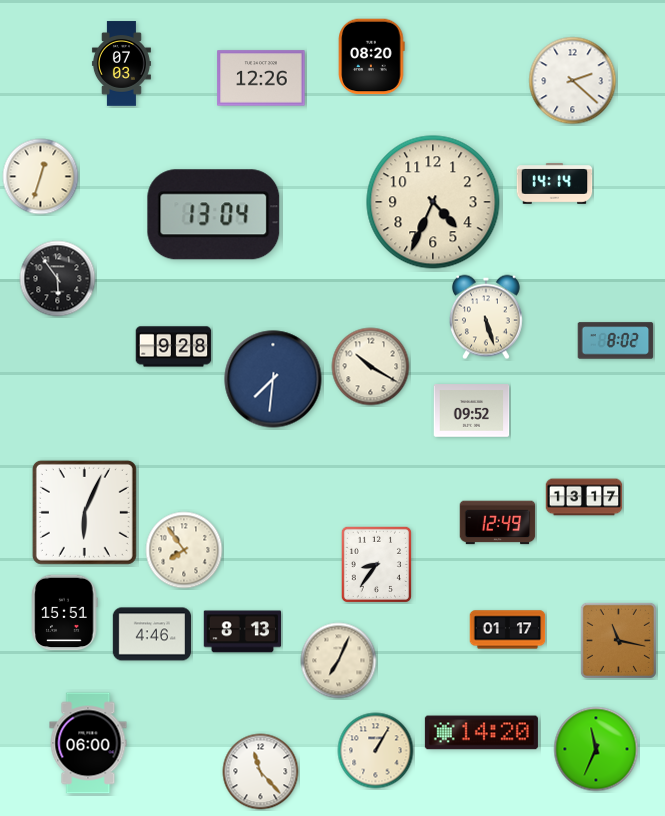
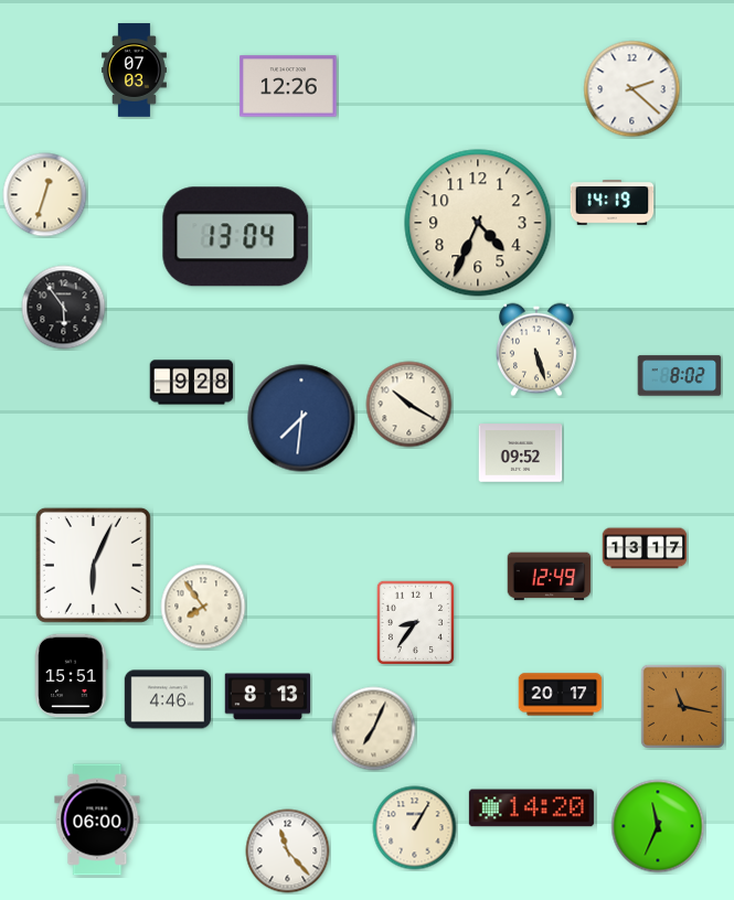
clock at (372, 57): 08:20 -> none
clock at (555, 184): 14:14 -> 14:19
clock at (508, 630): 01:17 -> 20:17
